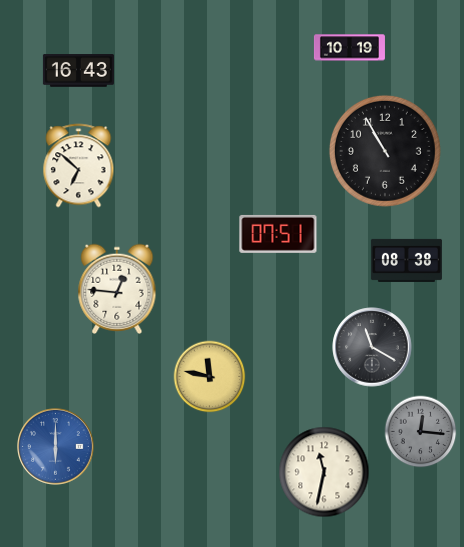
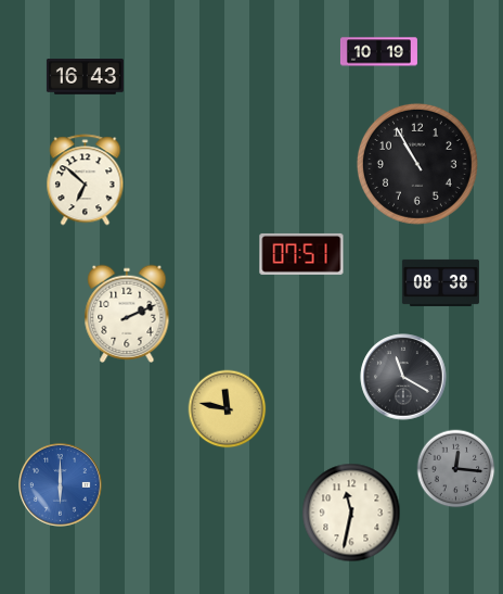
clock at (117, 288): 12:46 -> 2:11
